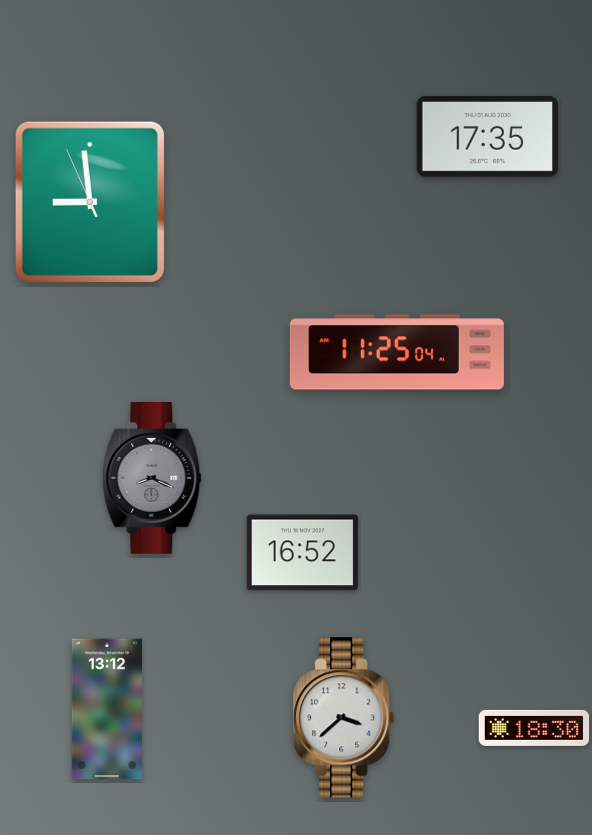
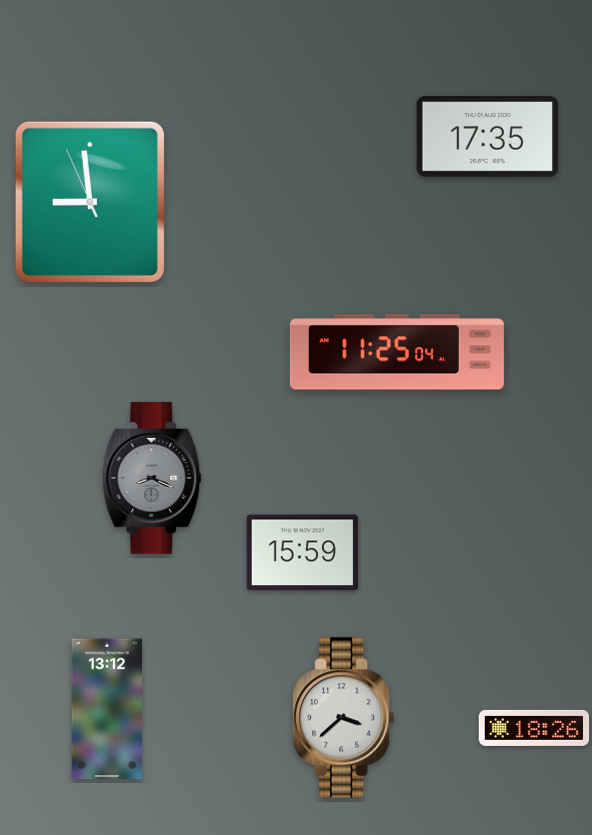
clock at (302, 553): 16:52 -> 15:59
clock at (534, 728): 18:30 -> 18:26
